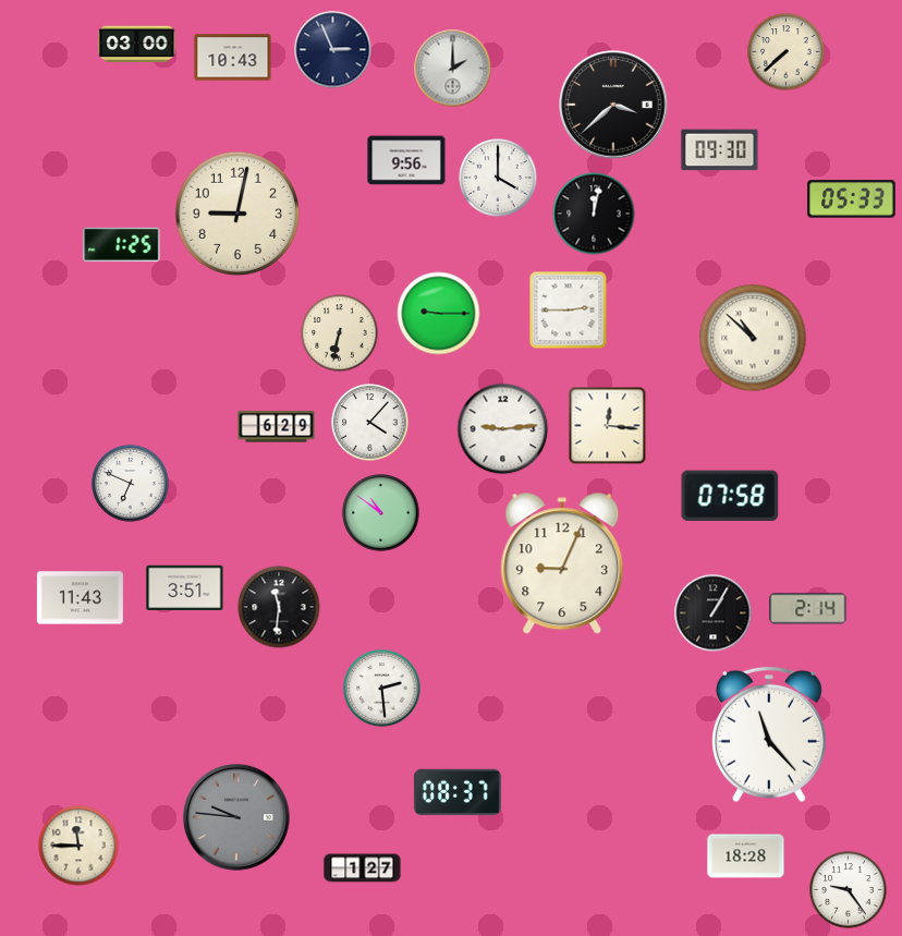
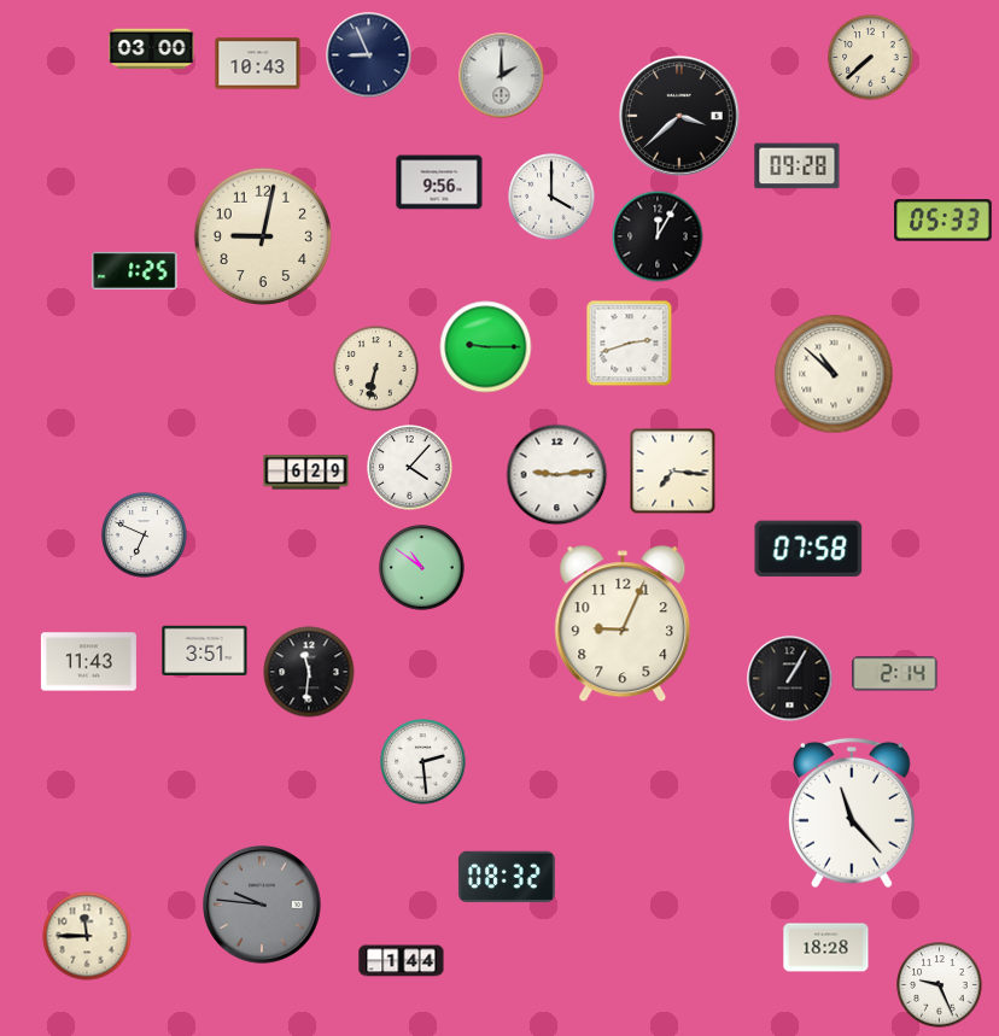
clock at (333, 50): 2:56 -> 8:56
clock at (720, 150): 09:30 -> 09:28
clock at (406, 160) position: (406, 160) -> (439, 182)
clock at (594, 214): 12:02 -> 12:05
clock at (569, 311): 2:45 -> 2:42
clock at (608, 426): 12:16 -> 7:16
clock at (458, 792): 08:37 -> 08:32
clock at (363, 868): 1:27 -> 1:44
clock at (849, 890): 9:24 -> 9:26
